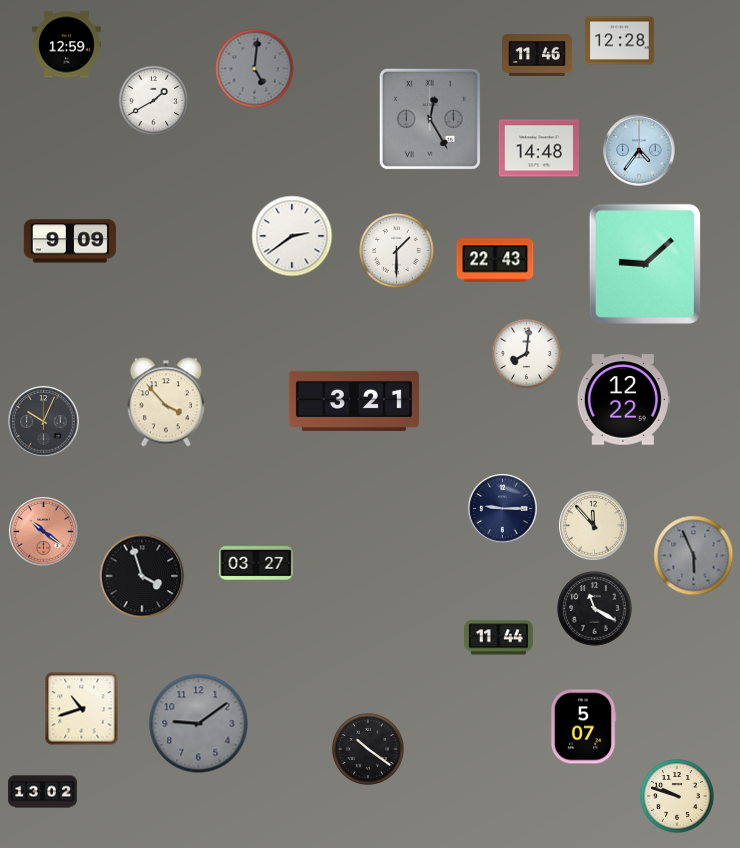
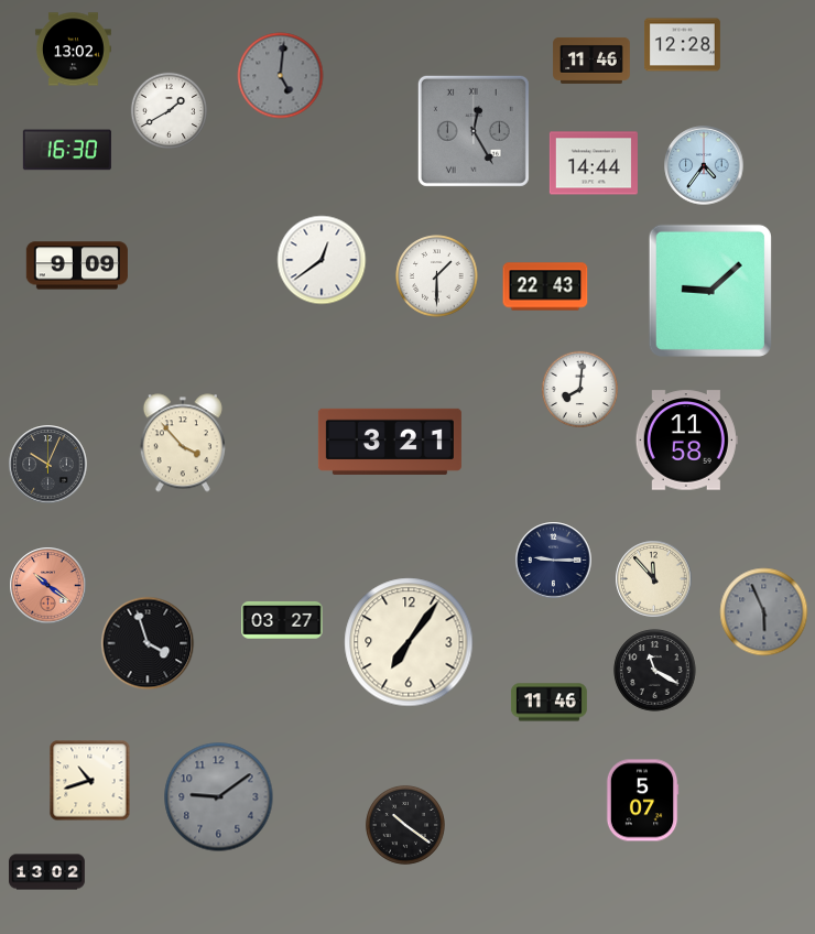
clock at (66, 45): 12:59 -> 13:02
clock at (67, 150): none -> 16:30
clock at (539, 148): 14:48 -> 14:44
clock at (292, 236): 2:39 -> 12:39
clock at (623, 400): 12:22 -> 11:58
clock at (142, 576) position: (142, 576) -> (148, 643)
clock at (409, 642): none -> 7:06
clock at (498, 638): 11:44 -> 11:46
clock at (677, 796): 9:48 -> none
